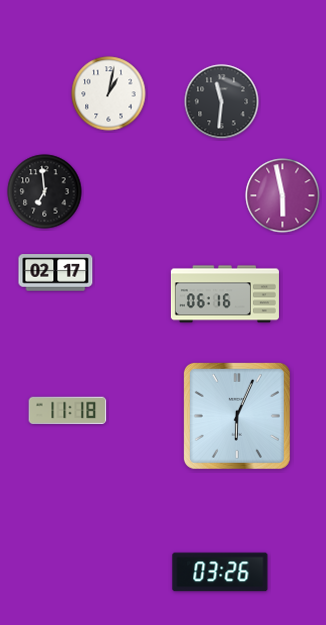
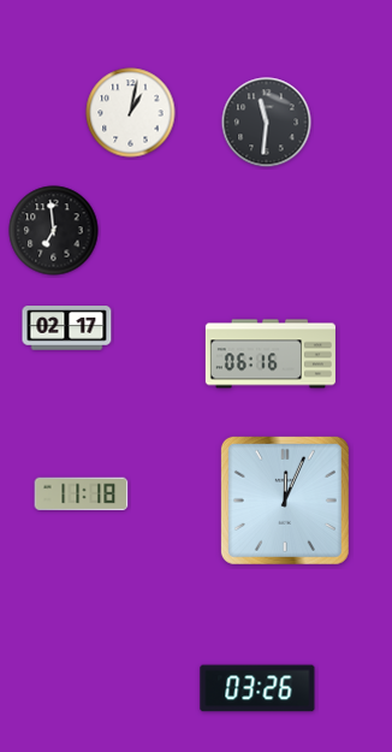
clock at (283, 196): 5:58 -> none
clock at (237, 416): 6:04 -> 12:04
clock at (220, 572) position: (220, 572) -> (257, 688)
